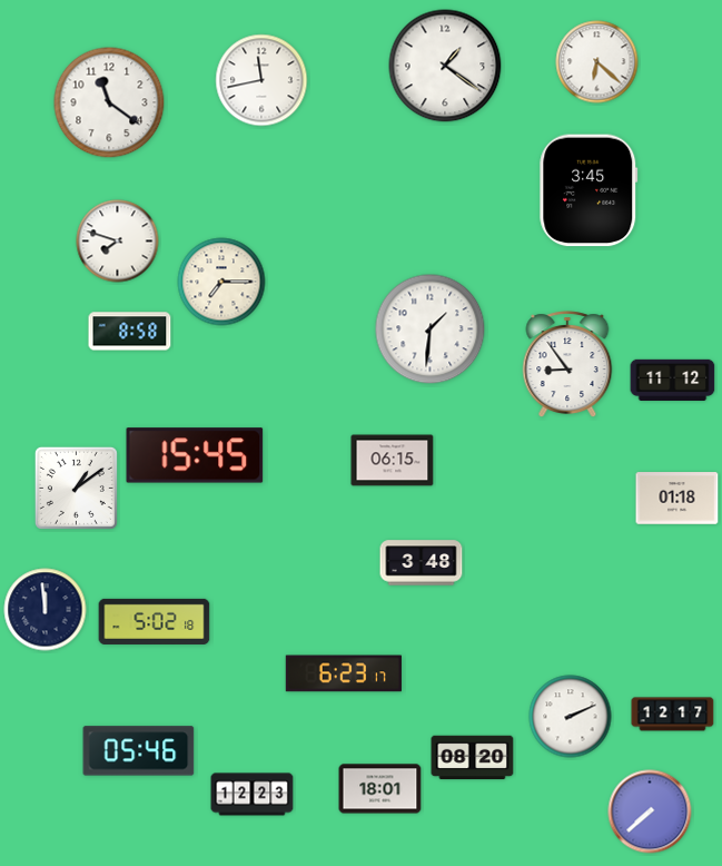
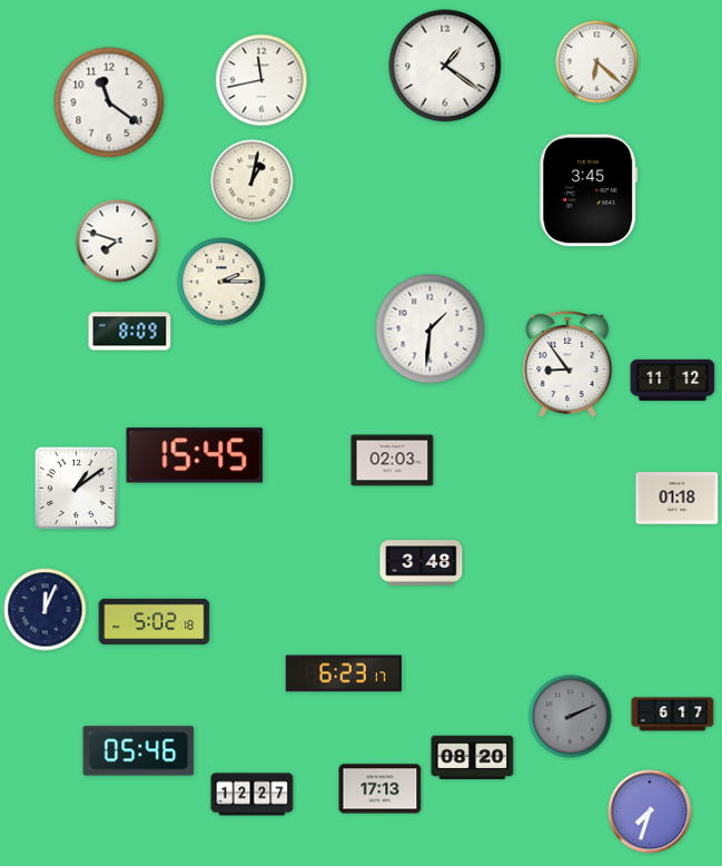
clock at (253, 181): none -> 1:02
clock at (221, 282): 7:15 -> 2:15
clock at (130, 332): 8:58 -> 8:09
clock at (393, 461): 06:15 -> 02:03
clock at (46, 610): 11:59 -> 12:04
clock at (673, 715): 12:17 -> 6:17
clock at (571, 717) dial: white -> grey
clock at (380, 789): 18:01 -> 17:13
clock at (253, 795): 12:23 -> 12:27
clock at (650, 811): 7:38 -> 7:33
